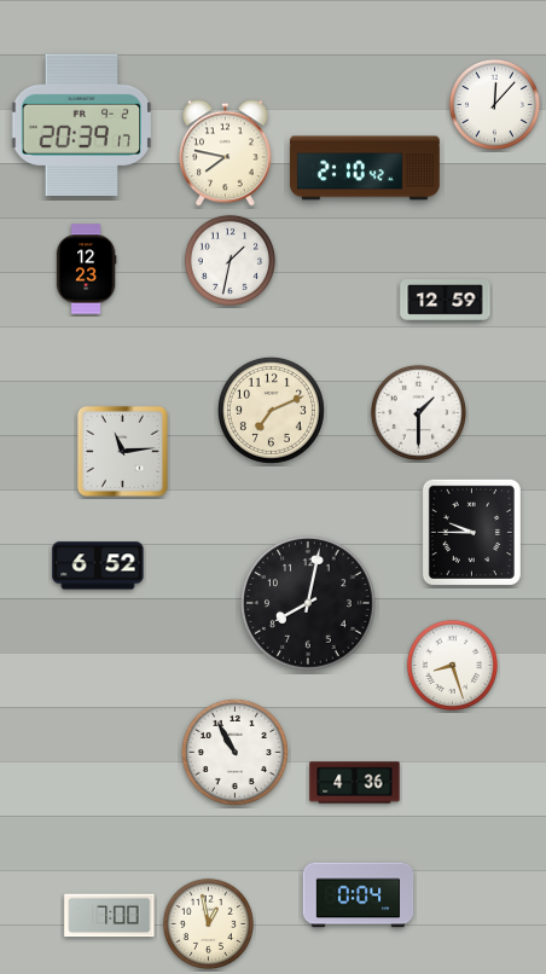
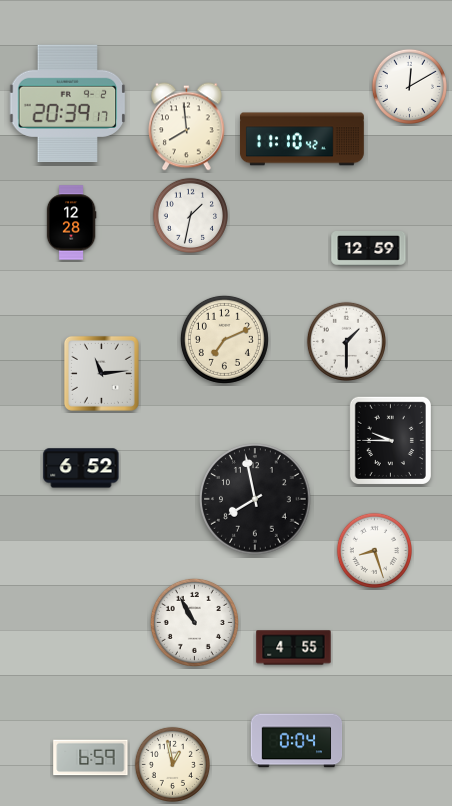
clock at (494, 104): 12:07 -> 12:10
clock at (226, 153): 7:47 -> 7:59
clock at (365, 168): 2:10 -> 11:10
clock at (86, 269): 12:23 -> 12:28
clock at (308, 603): 8:02 -> 7:58
clock at (355, 783): 4:36 -> 4:55
clock at (110, 916): 7:00 -> 6:59
